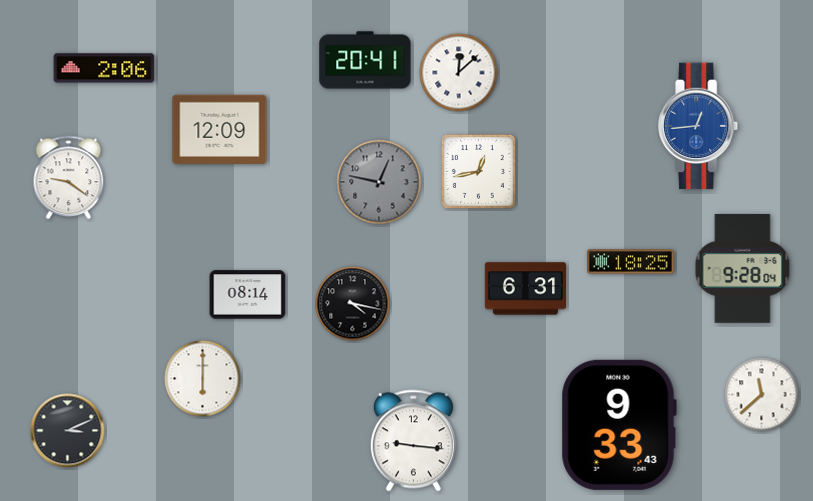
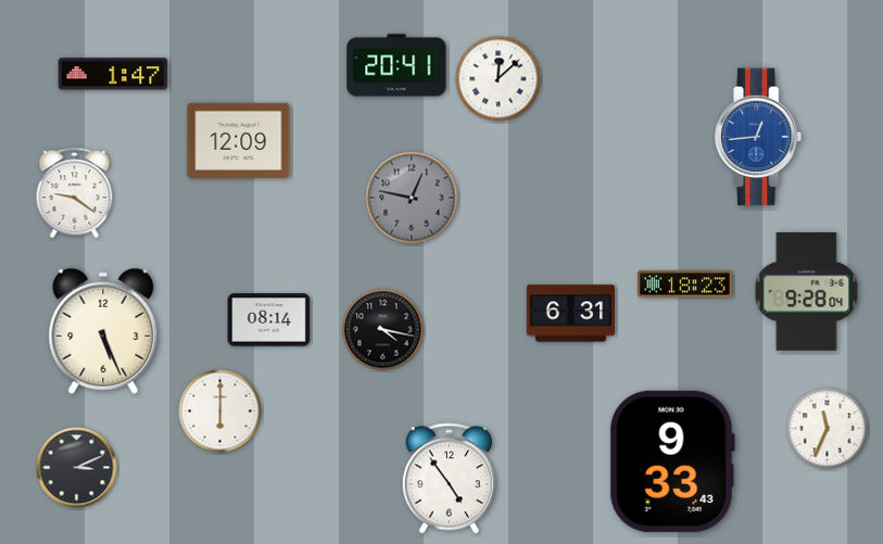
clock at (104, 68): 2:06 -> 1:47
clock at (478, 171): 12:43 -> none
clock at (631, 262): 18:25 -> 18:23
clock at (103, 331): none -> 5:26
clock at (762, 395): 11:38 -> 11:34
clock at (68, 431) position: (68, 431) -> (77, 468)
clock at (413, 441): 9:16 -> 4:54
